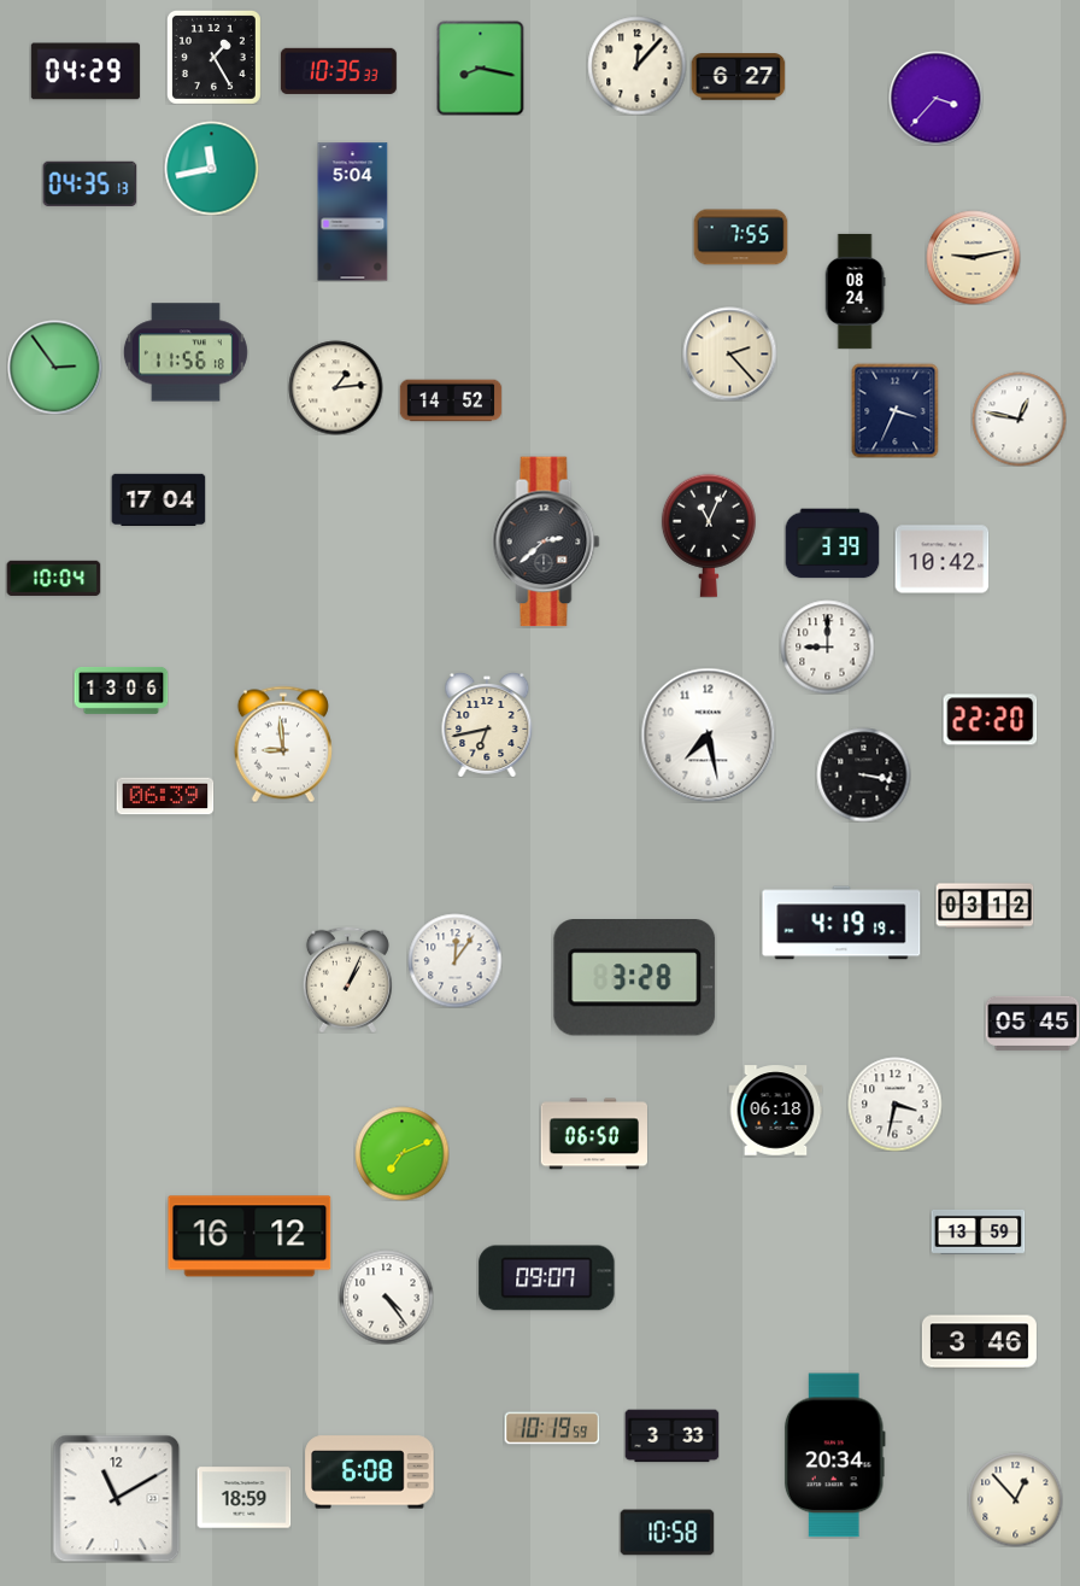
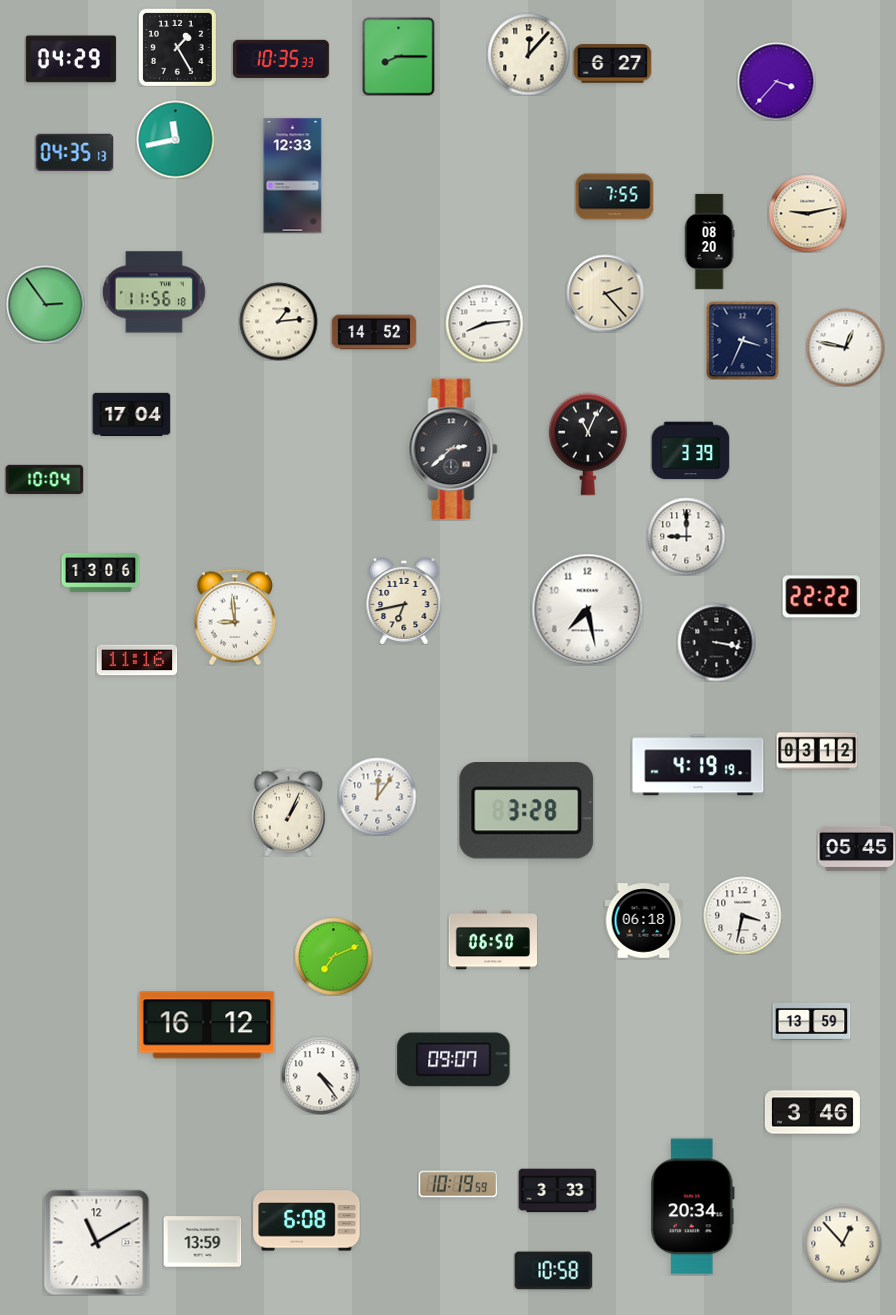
clock at (481, 68): 8:17 -> 8:15
clock at (353, 212): 5:04 -> 12:33
clock at (855, 291): 08:24 -> 08:20
clock at (484, 323): none -> 8:14
clock at (941, 560): 10:42 -> none
clock at (990, 720): 22:20 -> 22:22
clock at (165, 796): 06:39 -> 11:16
clock at (243, 1498): 18:59 -> 13:59
